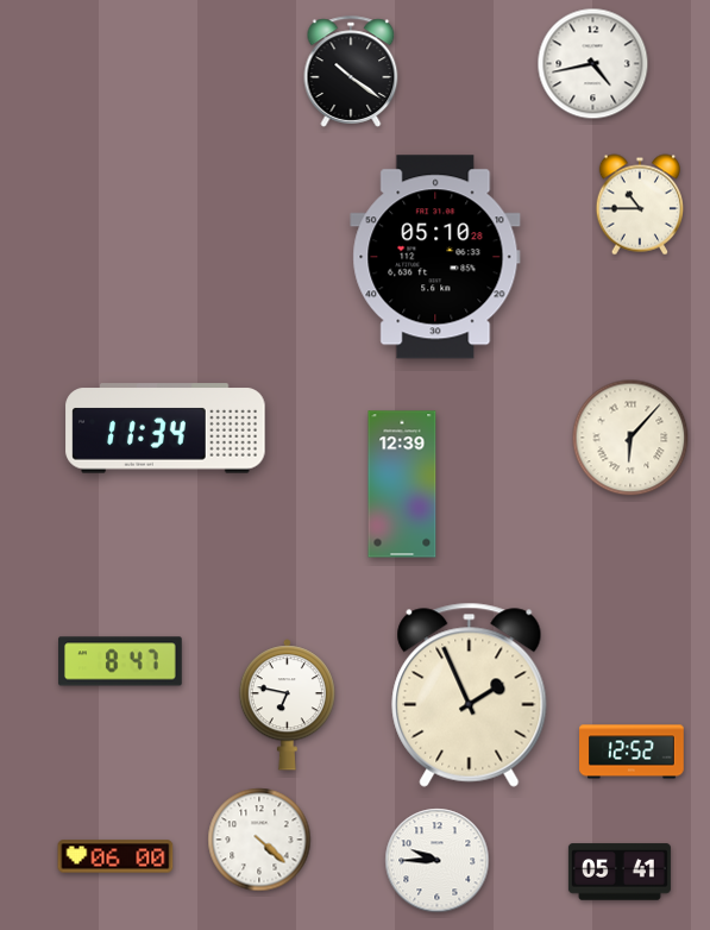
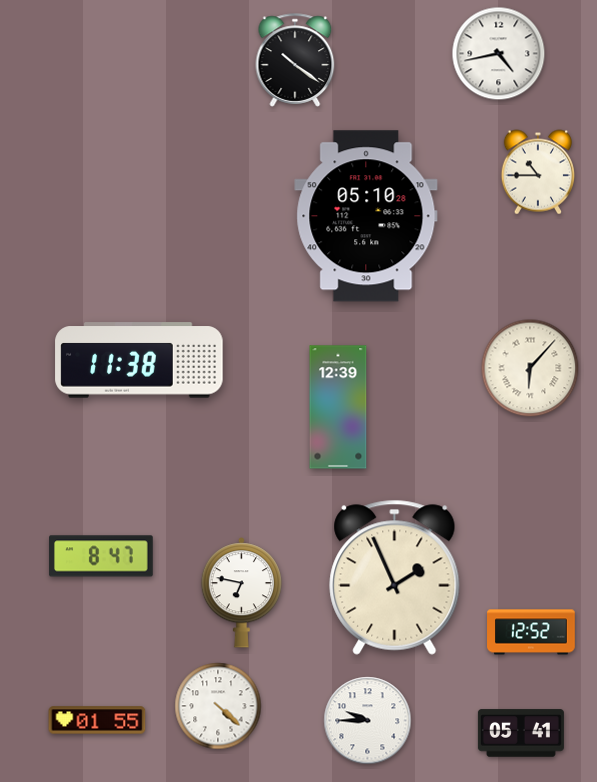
clock at (165, 428): 11:34 -> 11:38
clock at (470, 695) position: (470, 695) -> (395, 577)
clock at (115, 856): 06:00 -> 01:55
clock at (438, 861) position: (438, 861) -> (368, 721)
